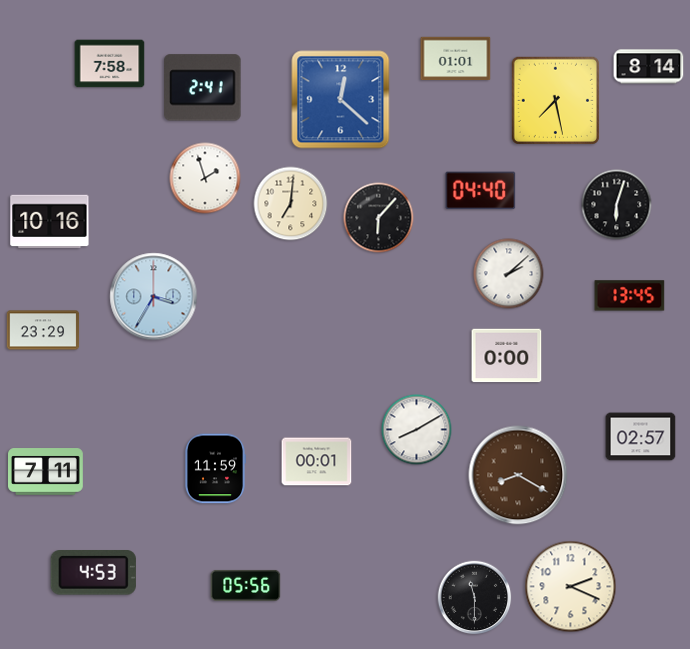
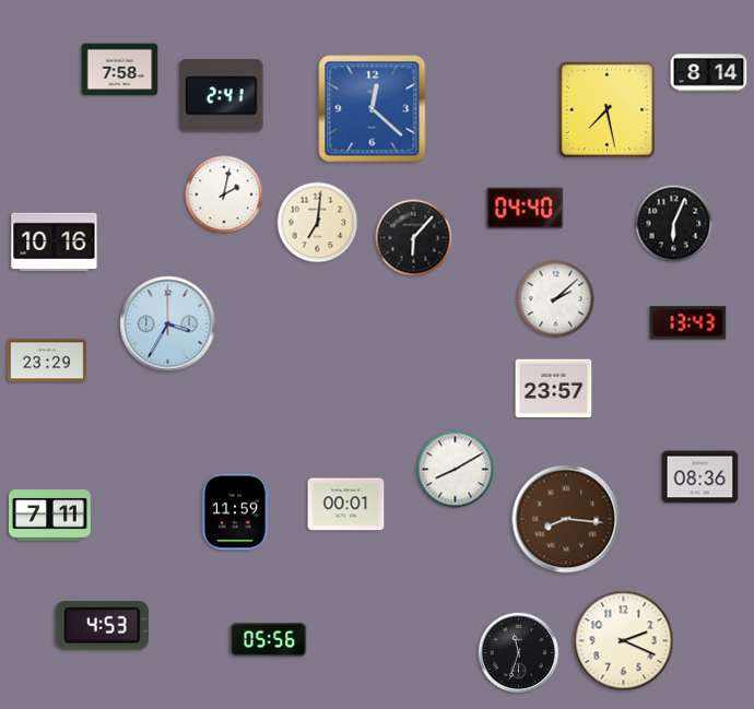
clock at (456, 59): 01:01 -> none
clock at (205, 178): 1:57 -> 2:02
clock at (617, 205): 6:03 -> 6:04
clock at (630, 296): 13:45 -> 13:43
clock at (507, 356): 0:00 -> 23:57
clock at (641, 437): 02:57 -> 08:36
clock at (518, 475): 8:20 -> 8:16
clock at (475, 598): 11:30 -> 11:33
